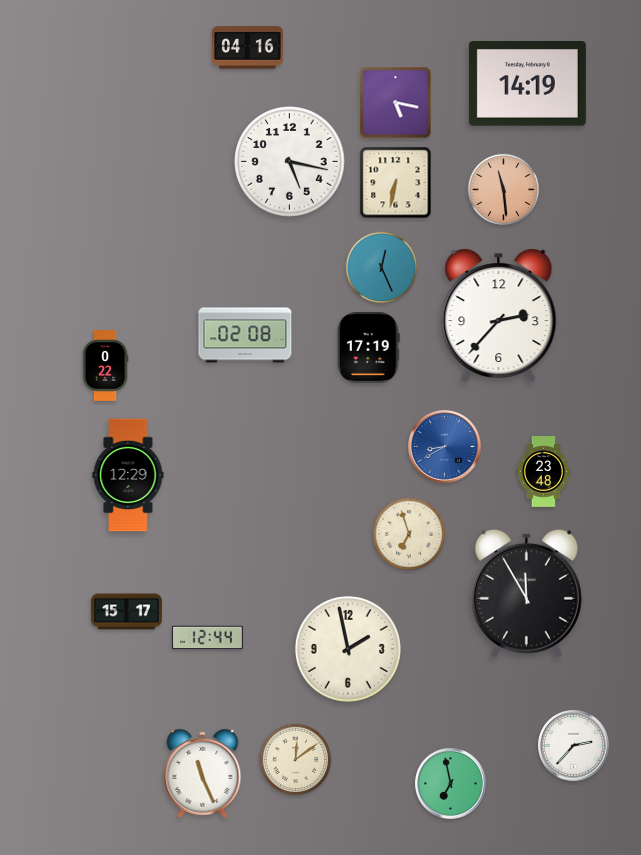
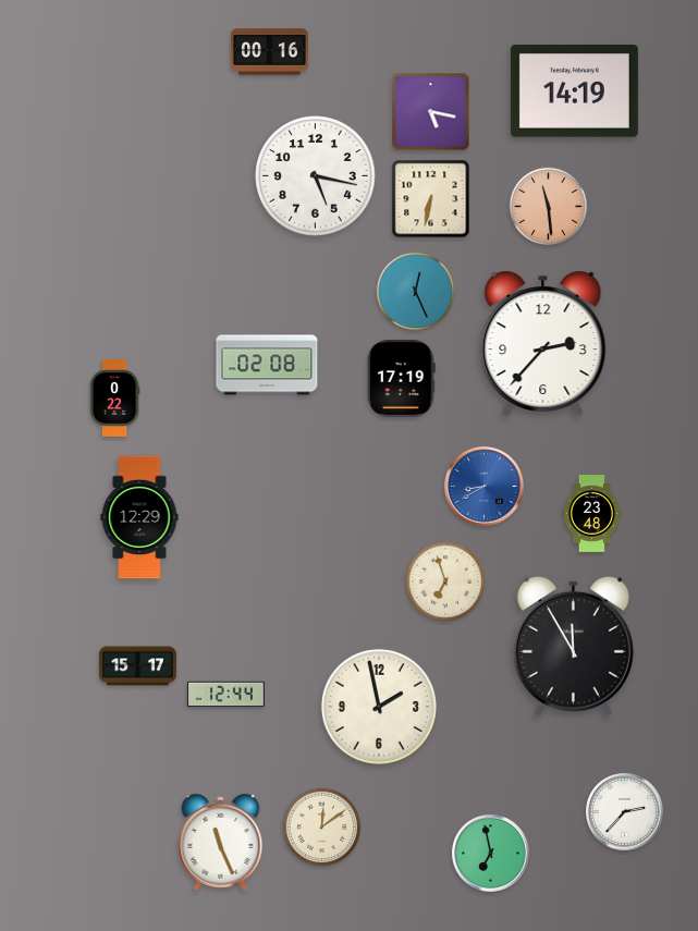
clock at (248, 48): 04:16 -> 00:16
